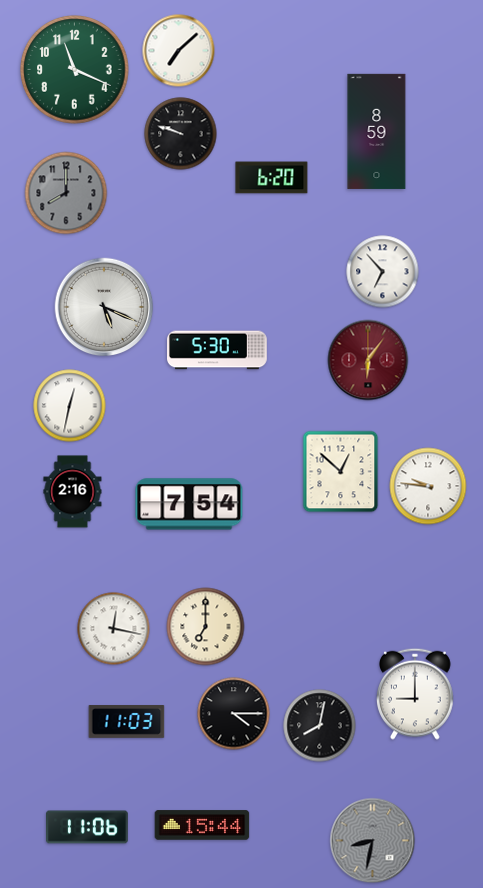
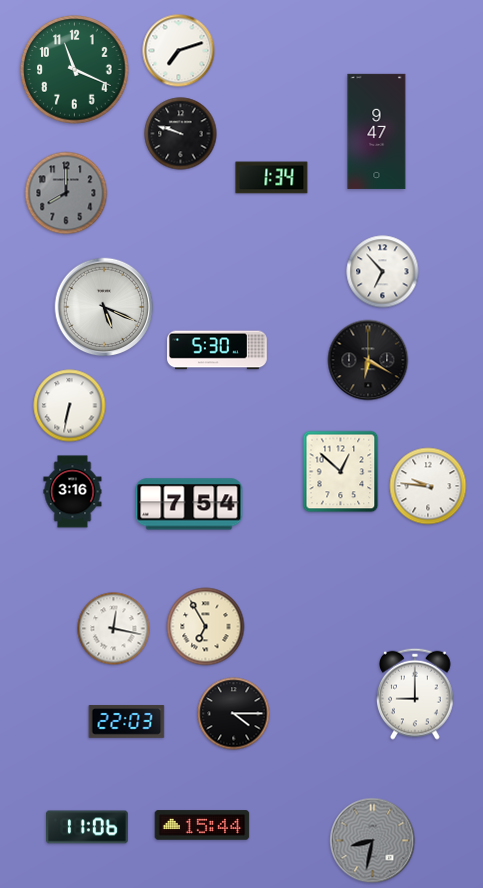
clock at (179, 51): 7:08 -> 7:12
clock at (377, 131): 8:59 -> 9:47
clock at (272, 178): 6:20 -> 1:34
clock at (368, 360): 6:06 -> 6:20
clock at (368, 360) dial: burgundy -> black
clock at (70, 406): 12:32 -> 6:32
clock at (73, 492): 2:16 -> 3:16
clock at (206, 627): 7:00 -> 6:55
clock at (127, 722): 11:03 -> 22:03
clock at (320, 726): 8:02 -> none
